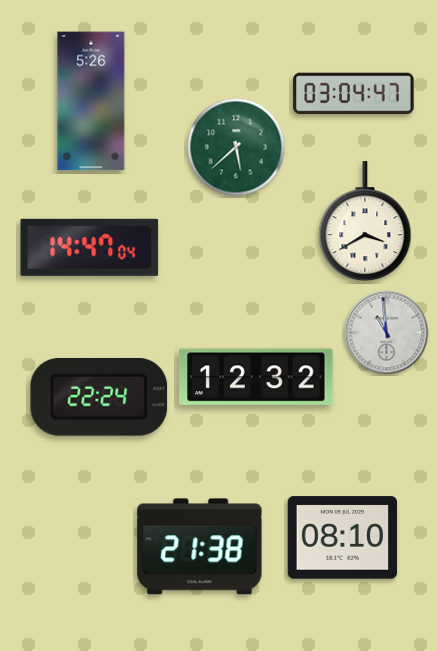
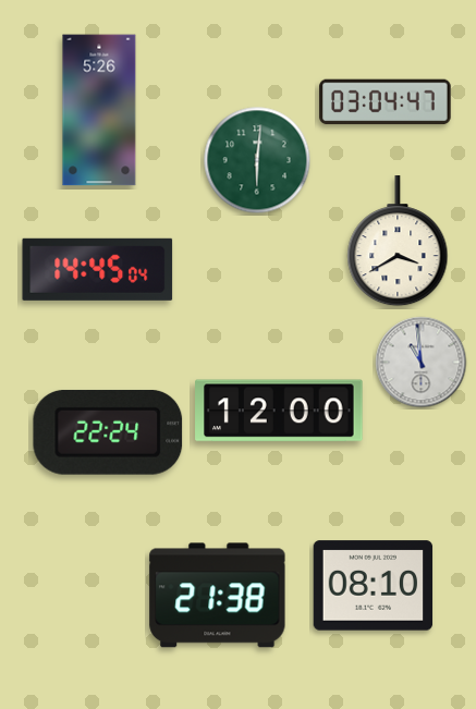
clock at (236, 147): 5:38 -> 6:01
clock at (90, 247): 14:47 -> 14:45
clock at (256, 377): 12:32 -> 12:00
